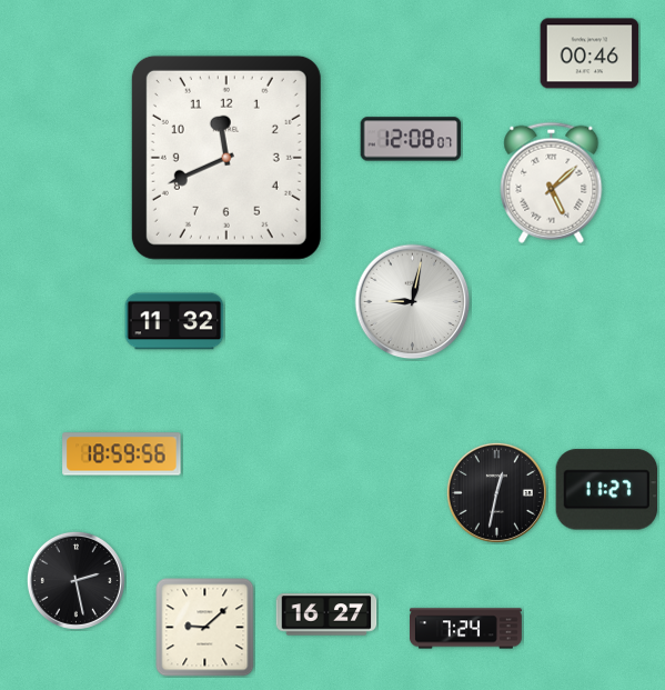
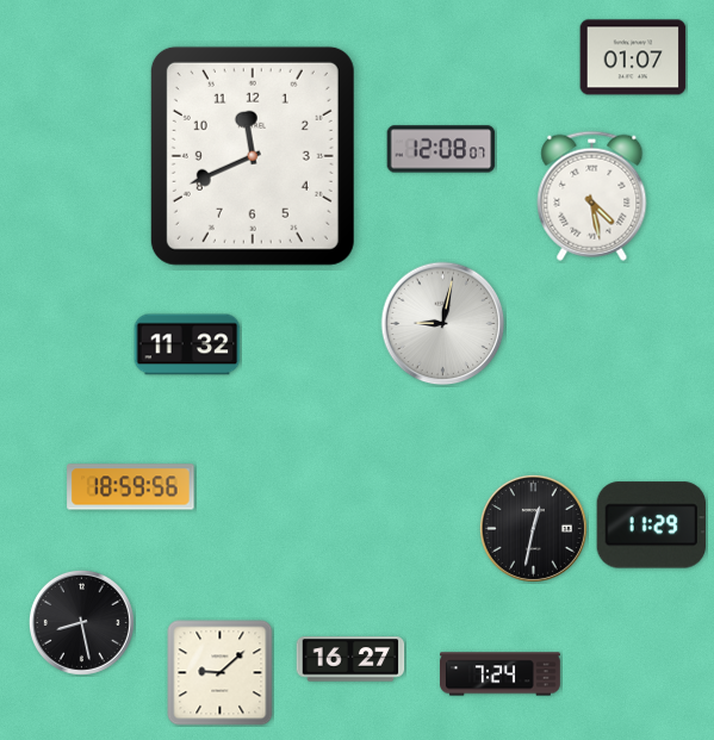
clock at (590, 53): 00:46 -> 01:07
clock at (226, 158) position: (226, 158) -> (253, 156)
clock at (552, 182): 5:08 -> 4:28
clock at (606, 490): 11:27 -> 11:29
clock at (75, 580): 2:28 -> 8:28
